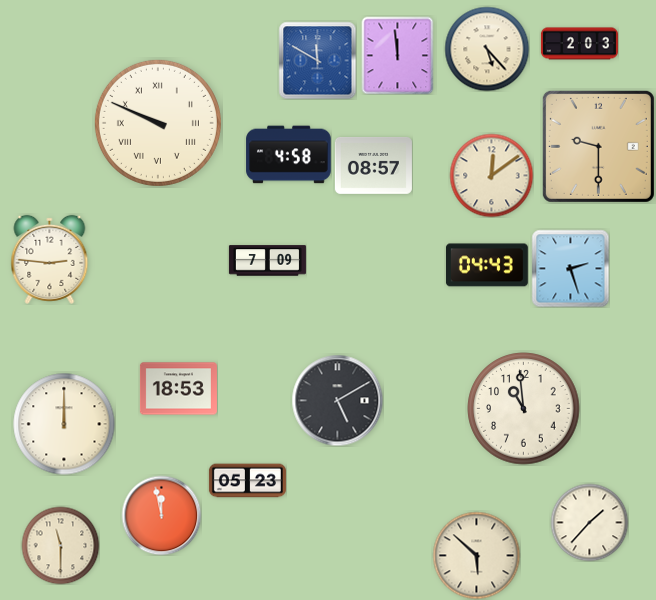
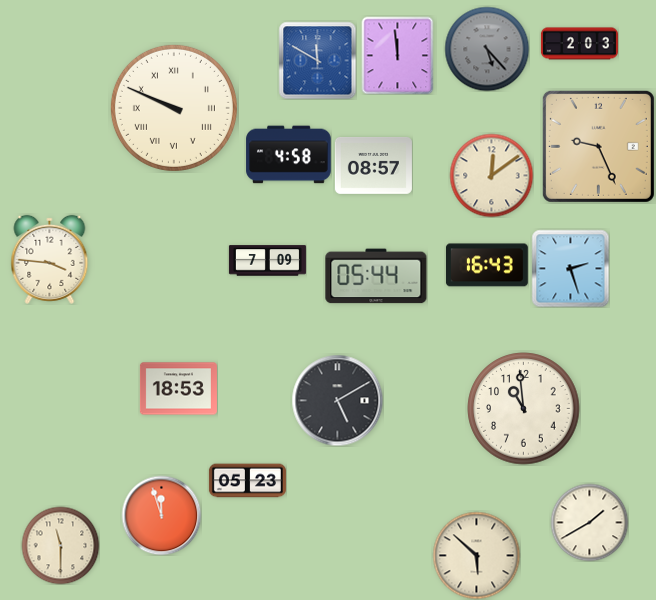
clock at (487, 49) dial: cream -> grey
clock at (158, 123) position: (158, 123) -> (174, 108)
clock at (598, 146): 9:30 -> 9:26
clock at (50, 259): 2:46 -> 3:46
clock at (487, 265): 04:43 -> 16:43
clock at (376, 276): none -> 05:44
clock at (64, 424): 12:00 -> none
clock at (161, 515): 11:58 -> 11:57
clock at (589, 522): 1:37 -> 1:40
